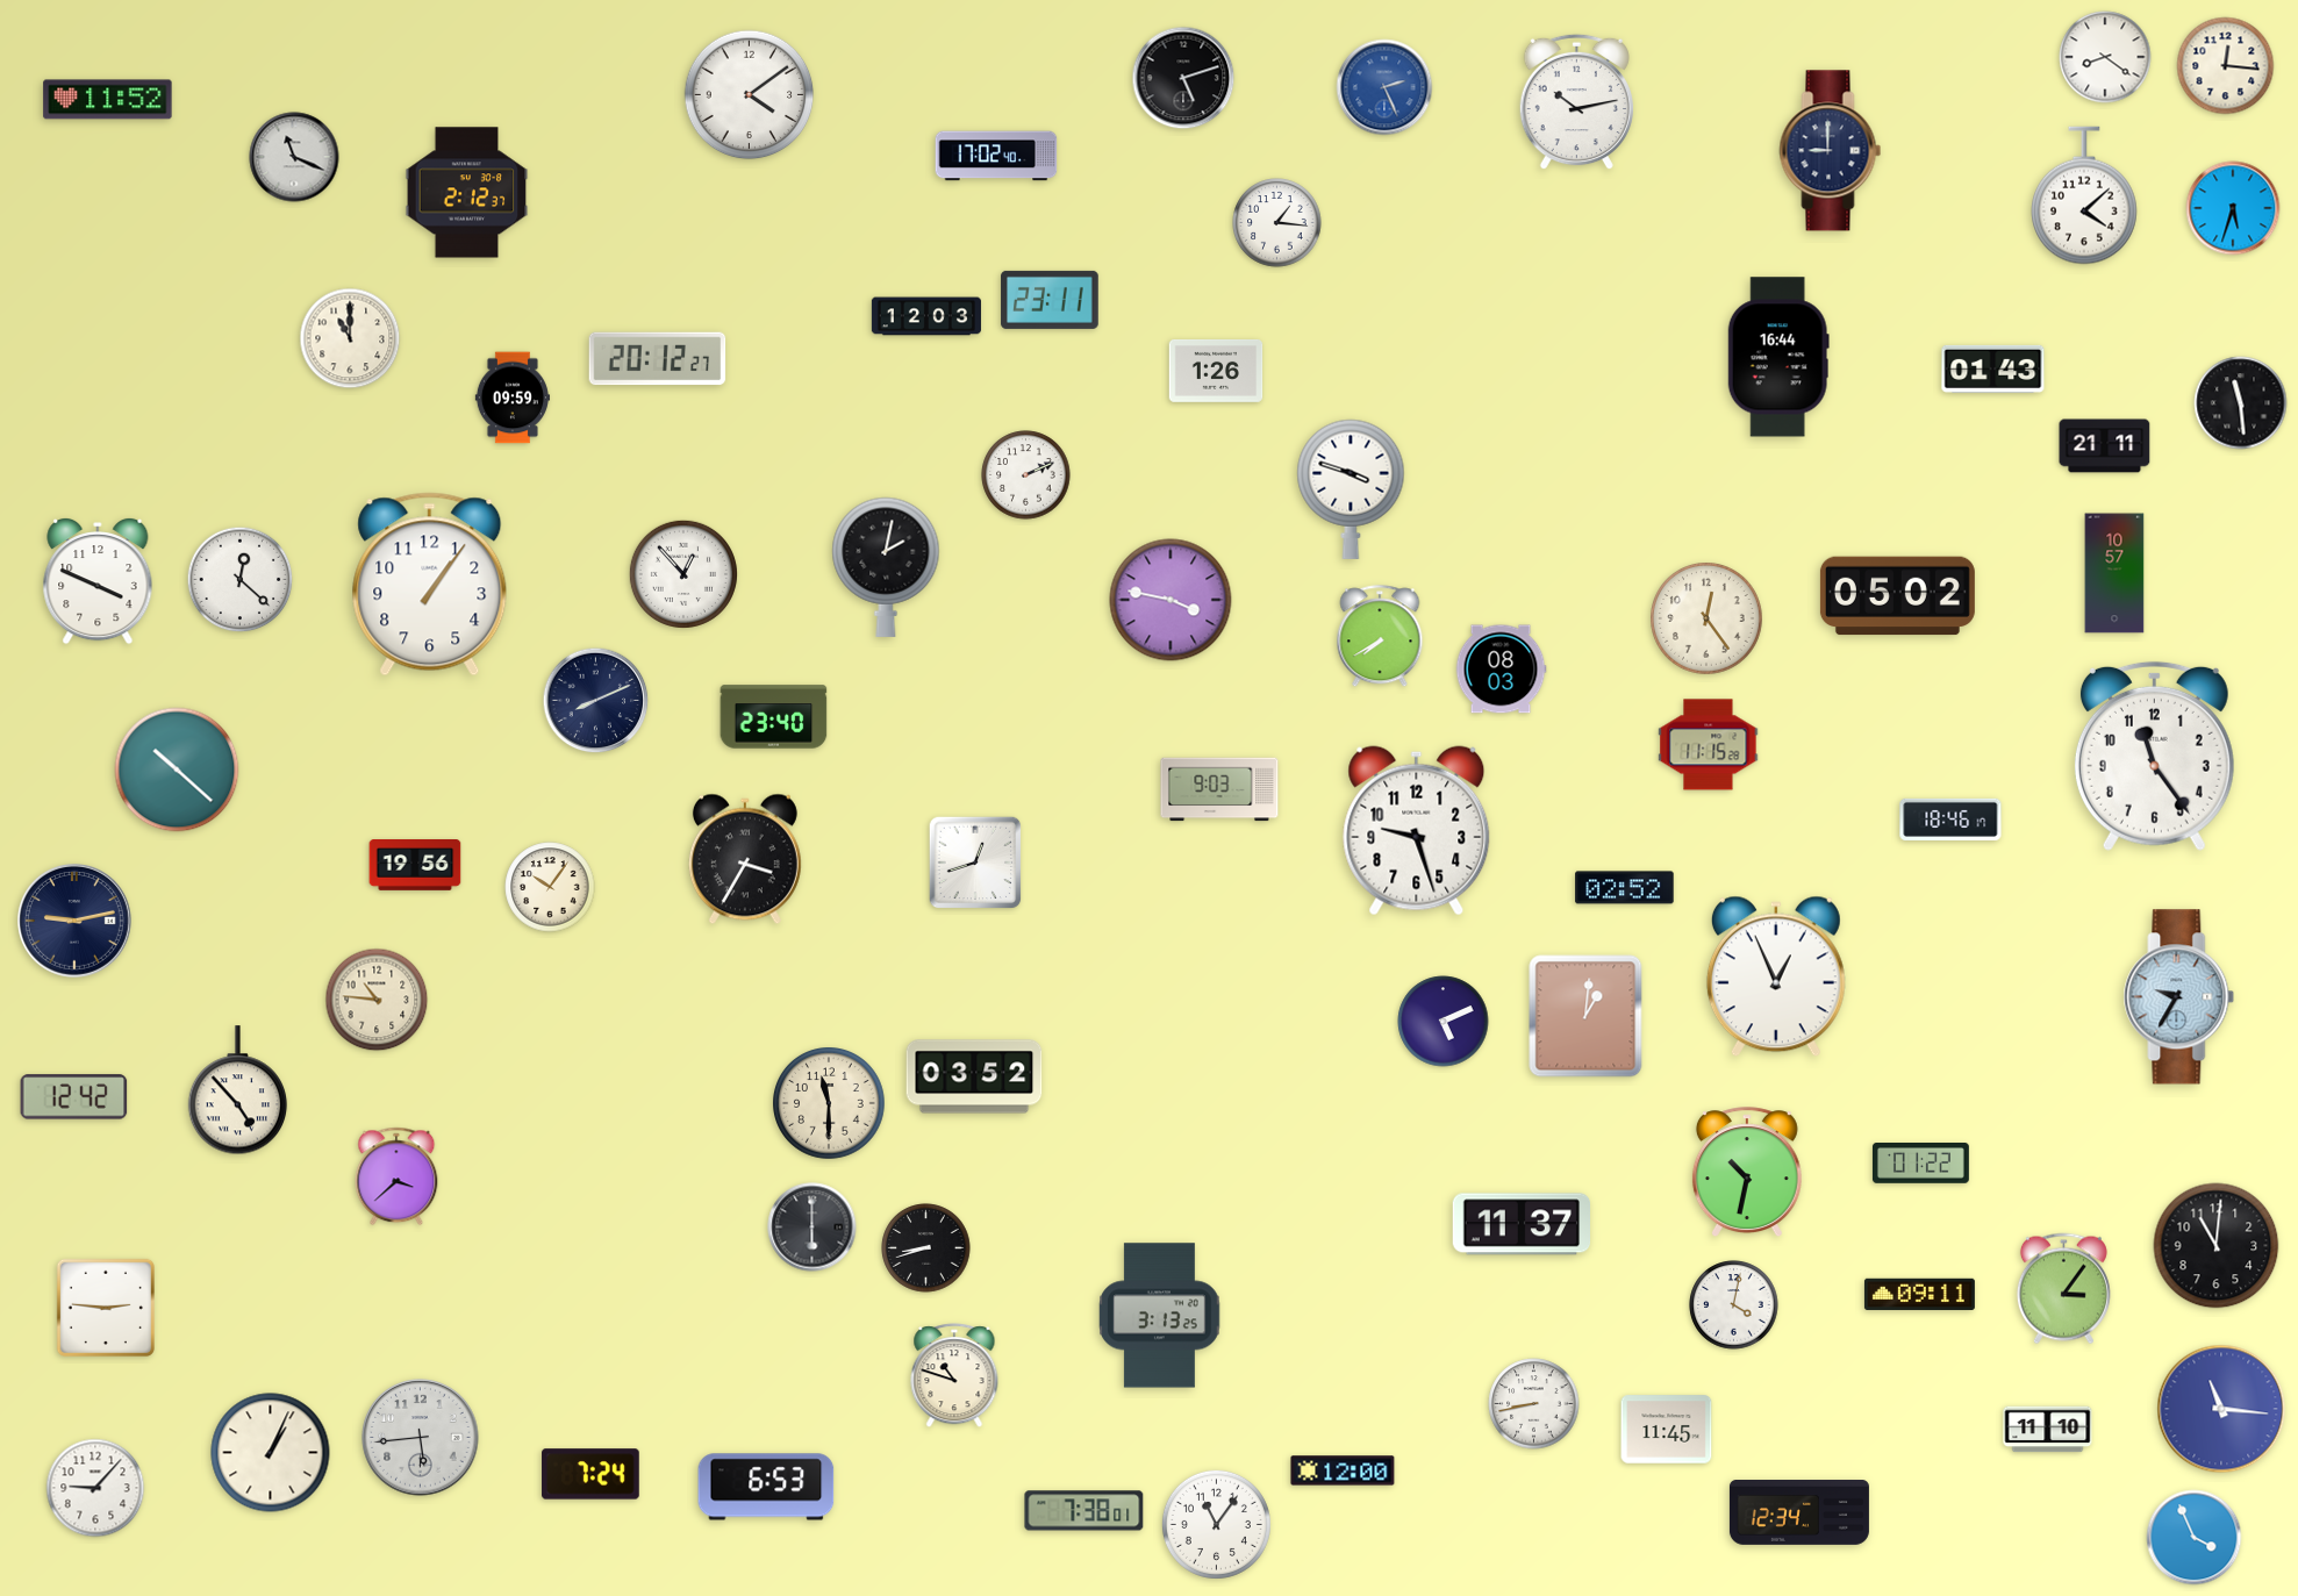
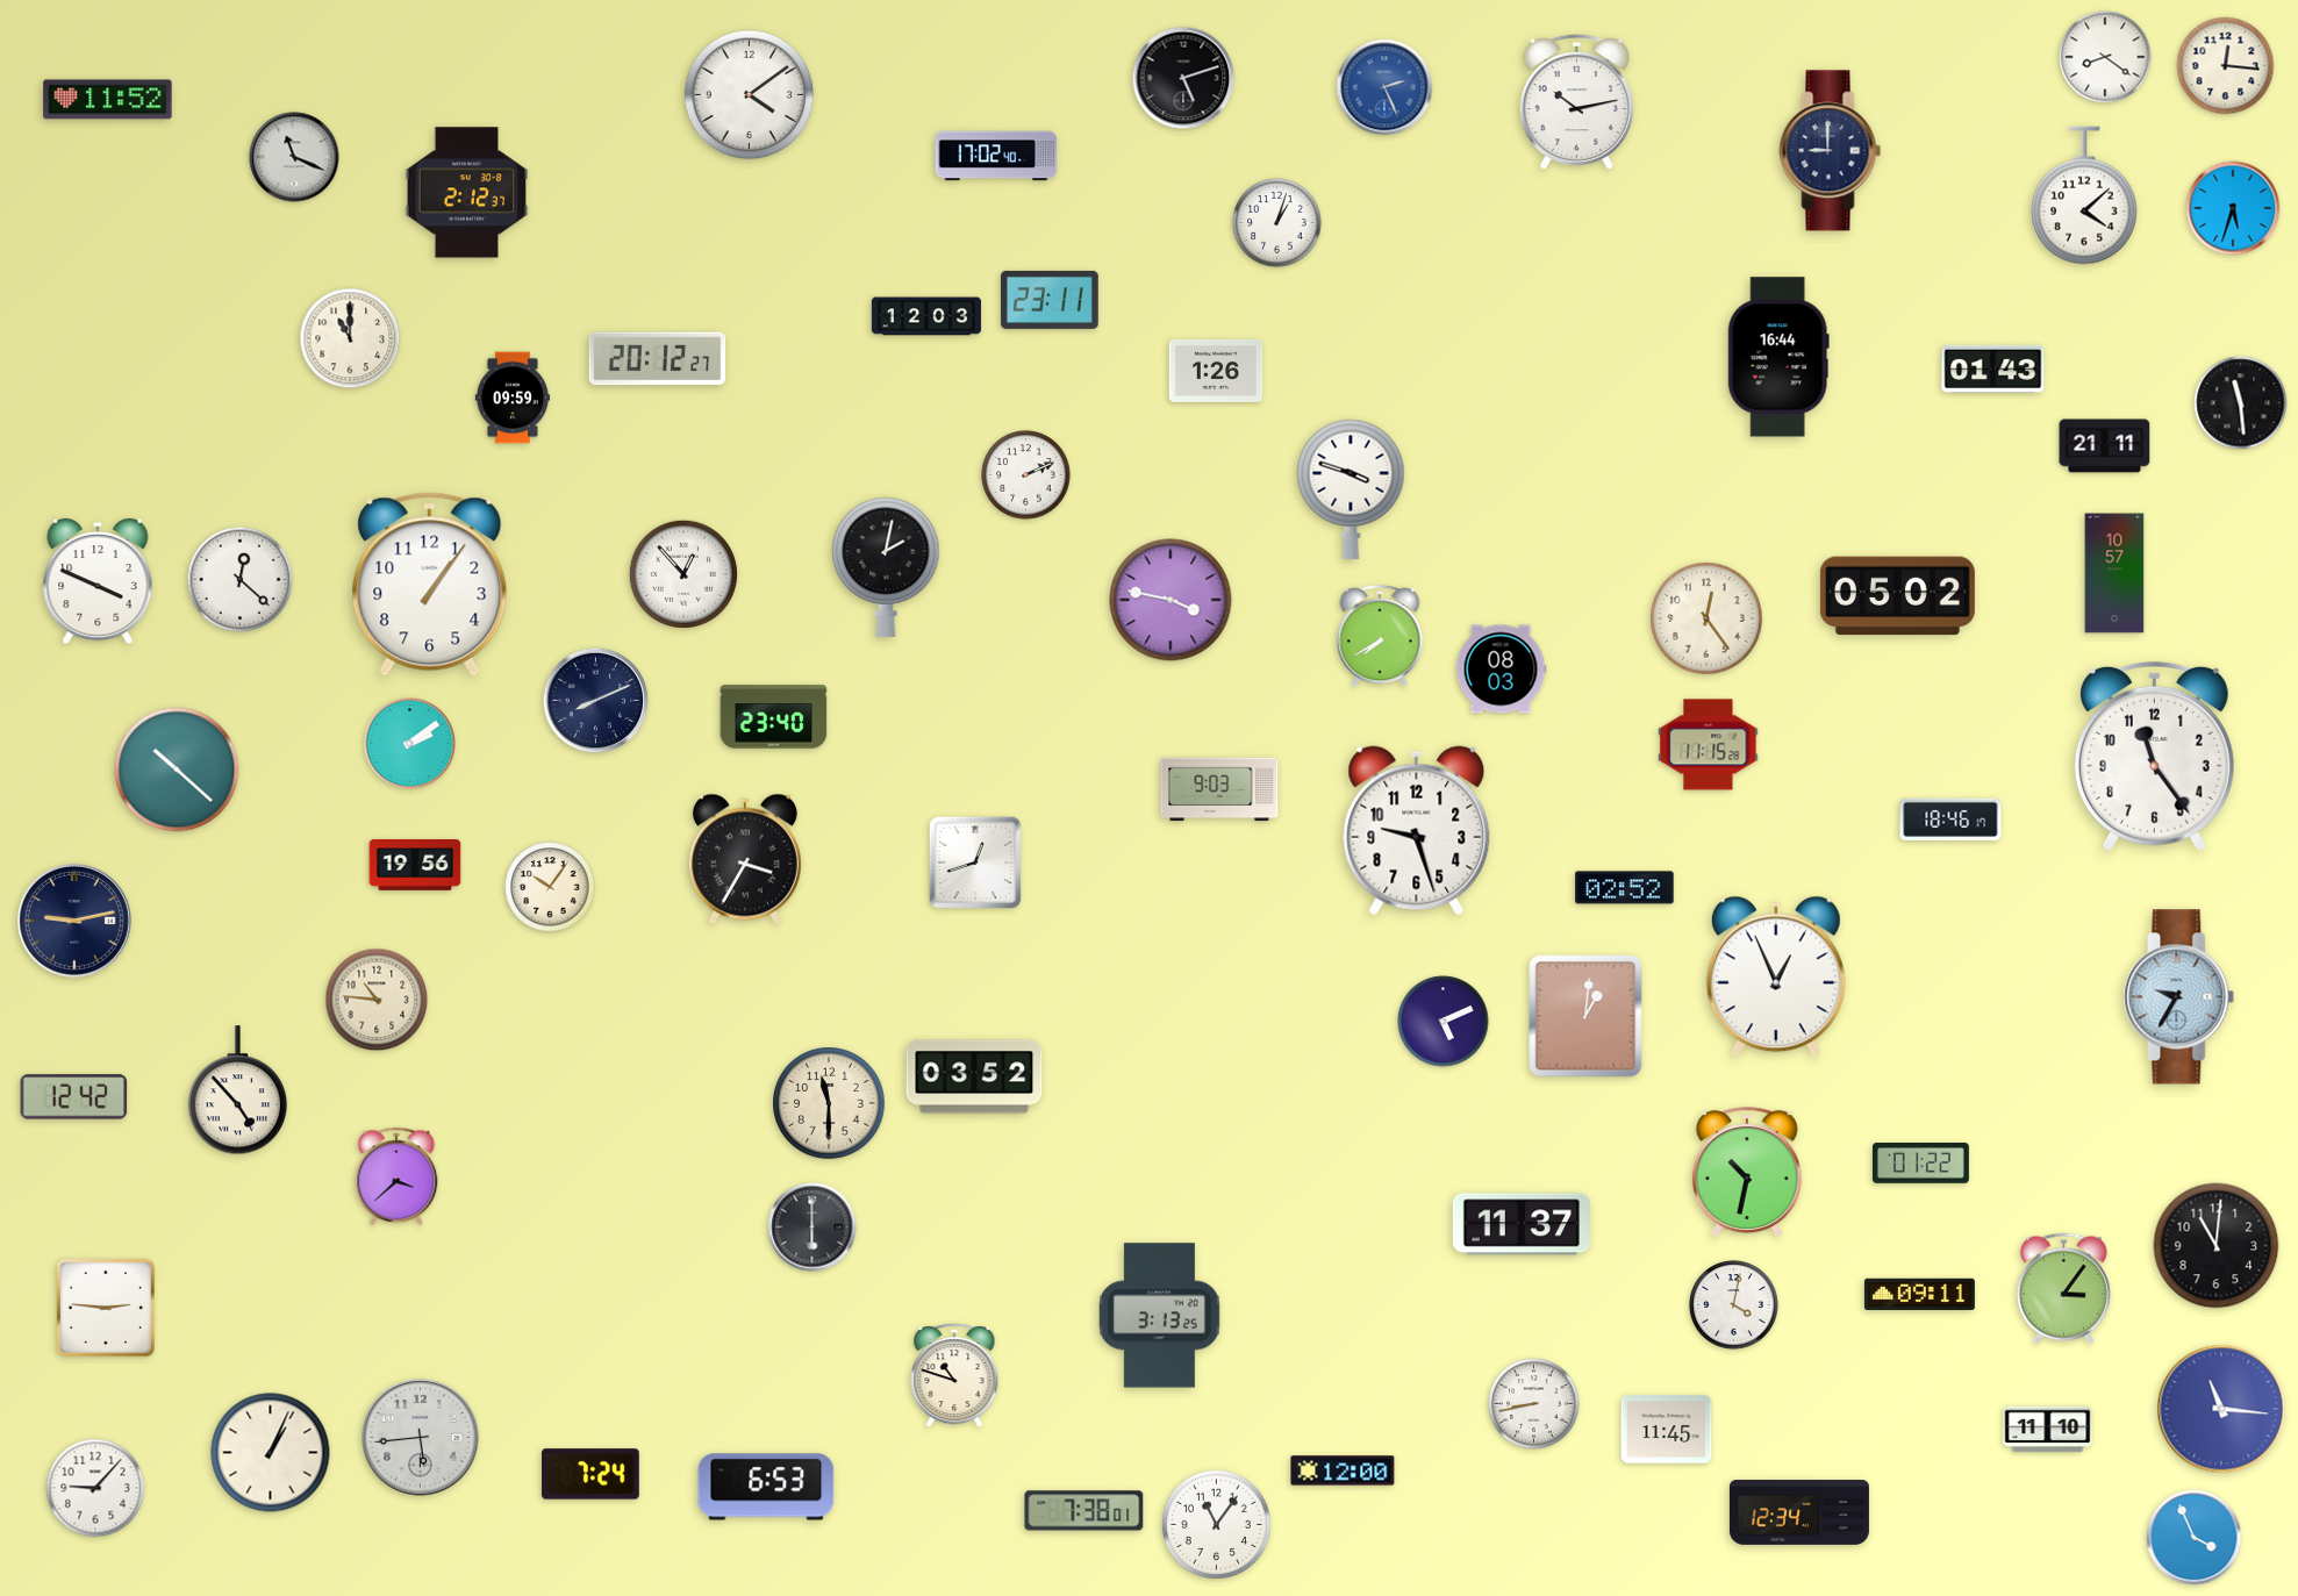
clock at (1277, 223): 1:16 -> 1:03
clock at (410, 744): none -> 2:09
clock at (926, 1248): 8:42 -> none
